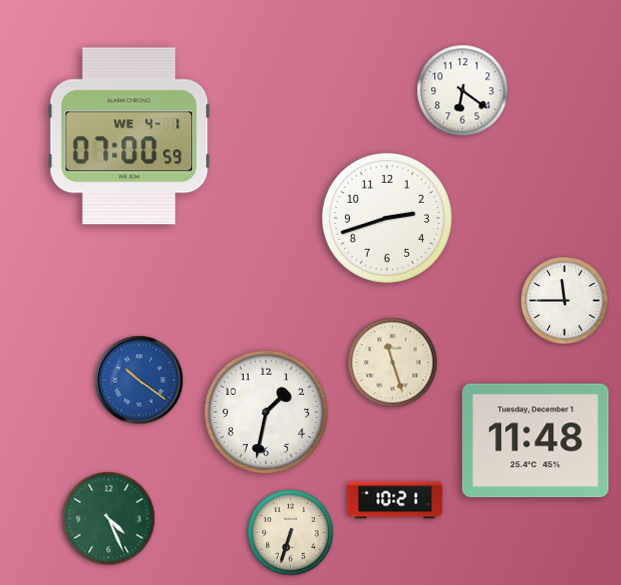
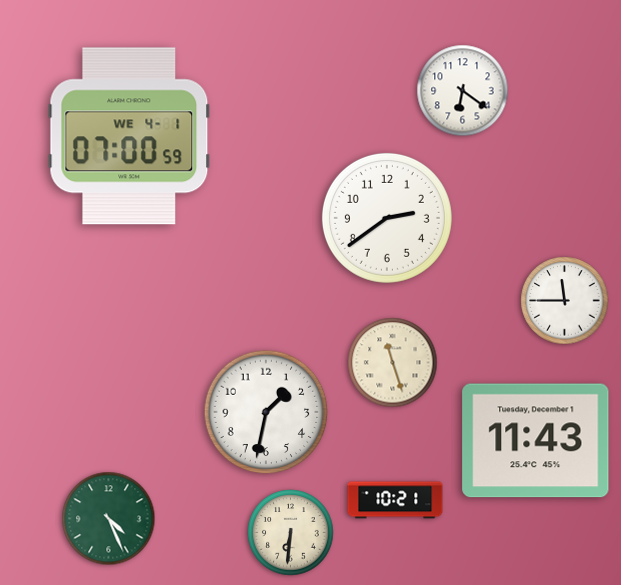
clock at (387, 218): 2:42 -> 2:39
clock at (139, 380): 10:21 -> none
clock at (536, 441): 11:48 -> 11:43
clock at (291, 533): 6:33 -> 6:31
